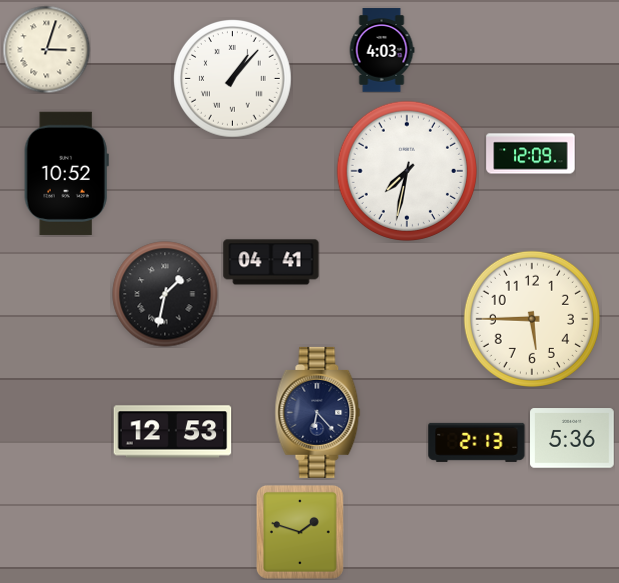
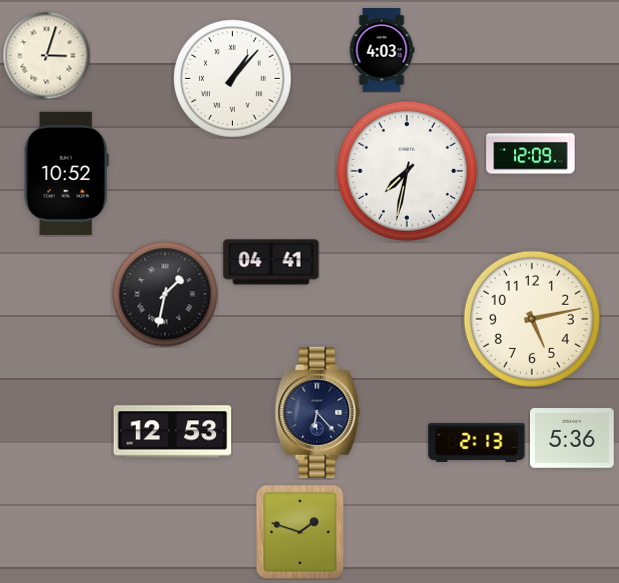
clock at (46, 49) position: (46, 49) -> (46, 55)
clock at (532, 319): 5:45 -> 5:13
